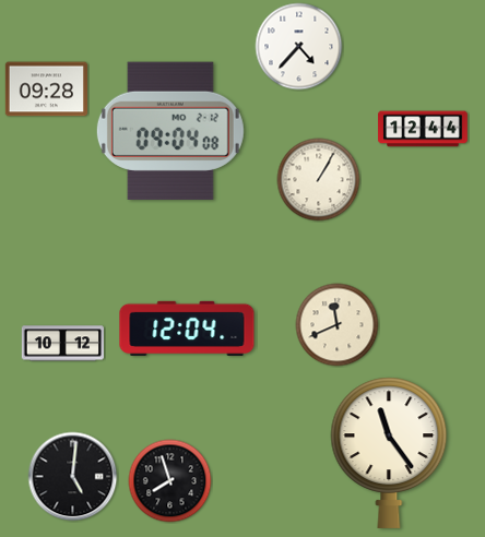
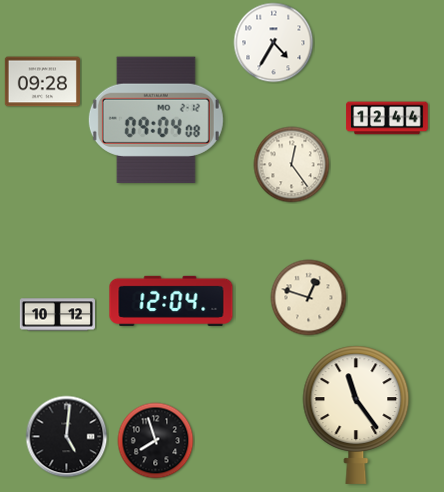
clock at (299, 47): 4:37 -> 4:35
clock at (319, 180): 1:05 -> 12:24
clock at (338, 325): 11:41 -> 12:48
